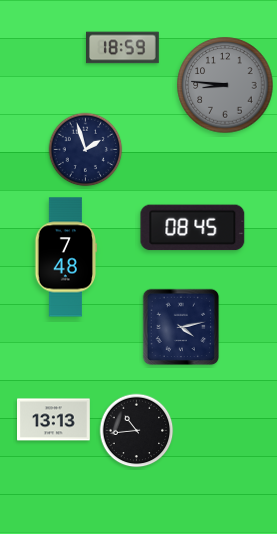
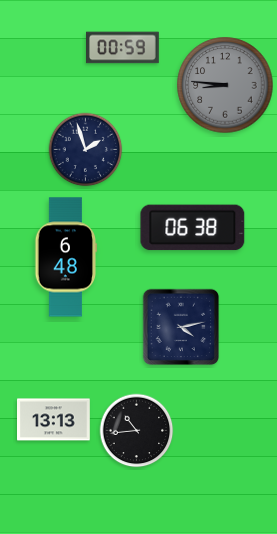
clock at (123, 48): 18:59 -> 00:59
clock at (193, 228): 08:45 -> 06:38
clock at (66, 257): 7:48 -> 6:48
